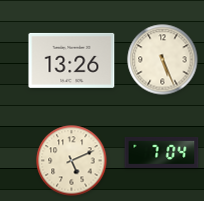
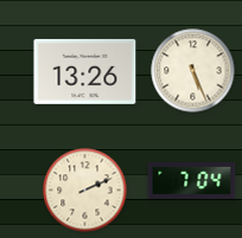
clock at (72, 161): 5:11 -> 2:11
